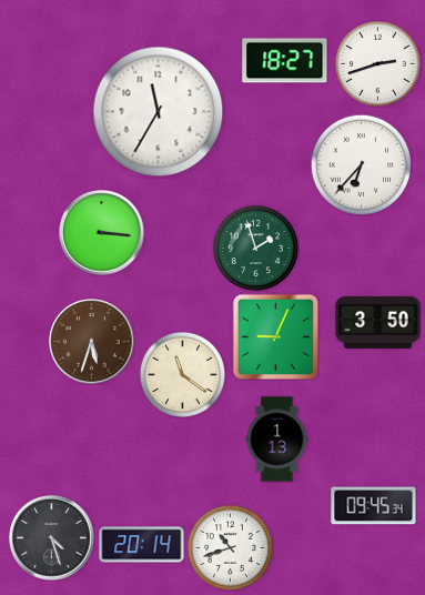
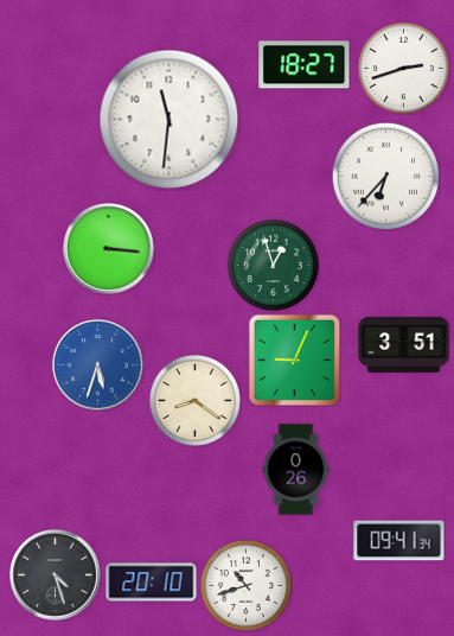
clock at (159, 112): 11:35 -> 11:31
clock at (255, 248): 1:57 -> 12:57
clock at (378, 322): 3:50 -> 3:51
clock at (92, 342) dial: brown -> blue
clock at (182, 374): 11:21 -> 8:21
clock at (277, 440): 1:13 -> 0:26
clock at (374, 506): 09:45 -> 09:41
clock at (142, 545): 20:14 -> 20:10
